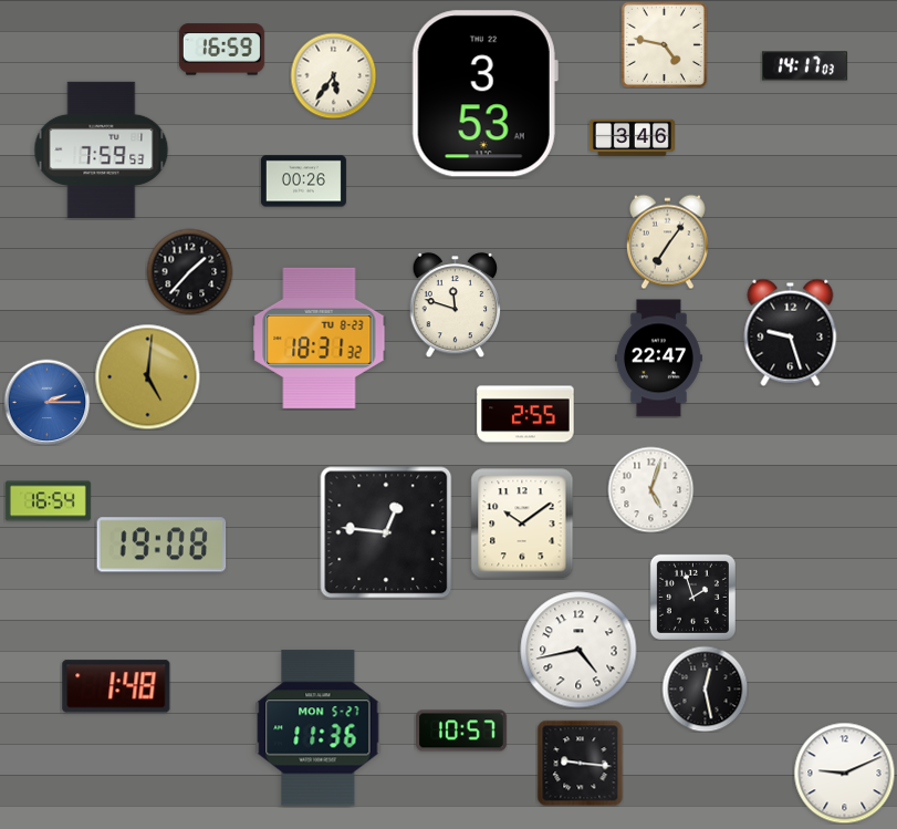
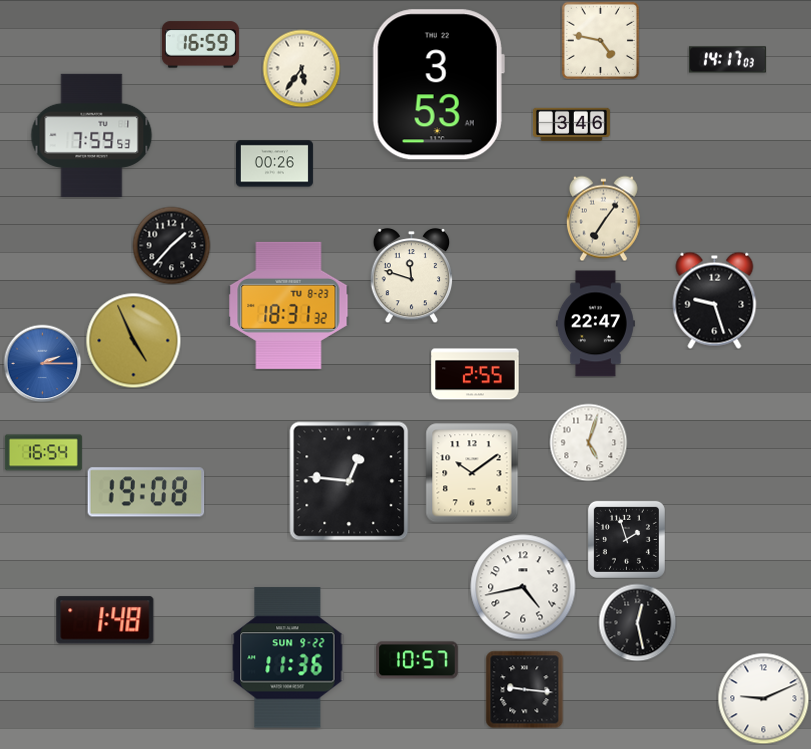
clock at (147, 376): 5:01 -> 4:56
clock at (319, 728) date: MON 5-27 -> SUN 9-22
